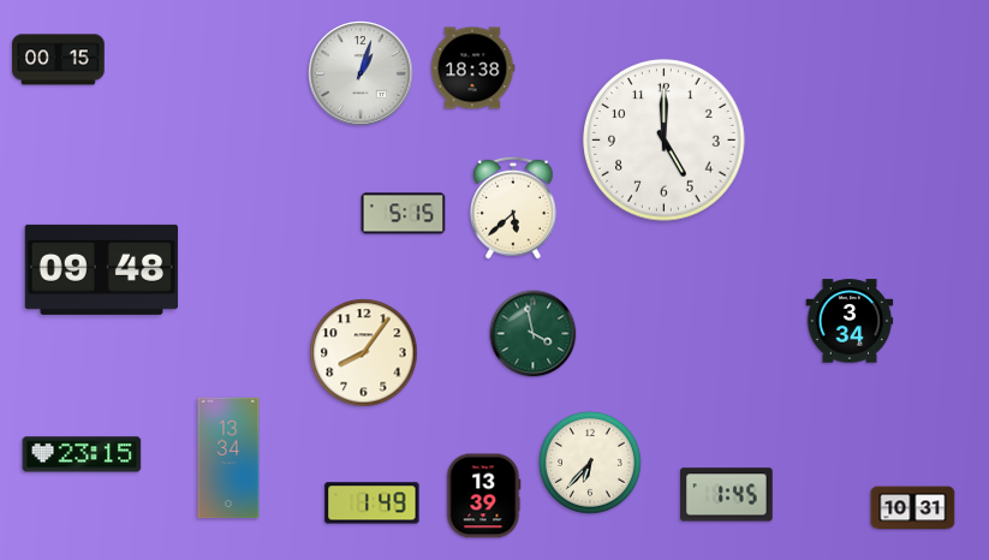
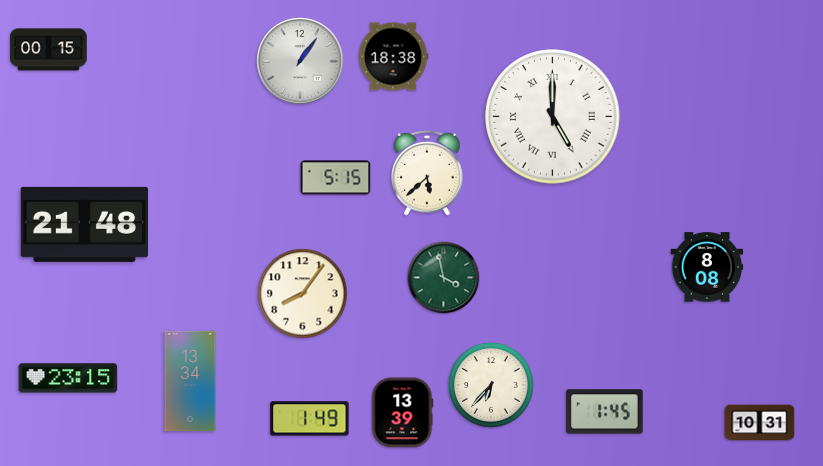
clock at (361, 73): 1:03 -> 1:06
clock at (665, 141) numerals: Arabic -> Roman
clock at (102, 269): 09:48 -> 21:48
clock at (850, 321): 3:34 -> 8:08
